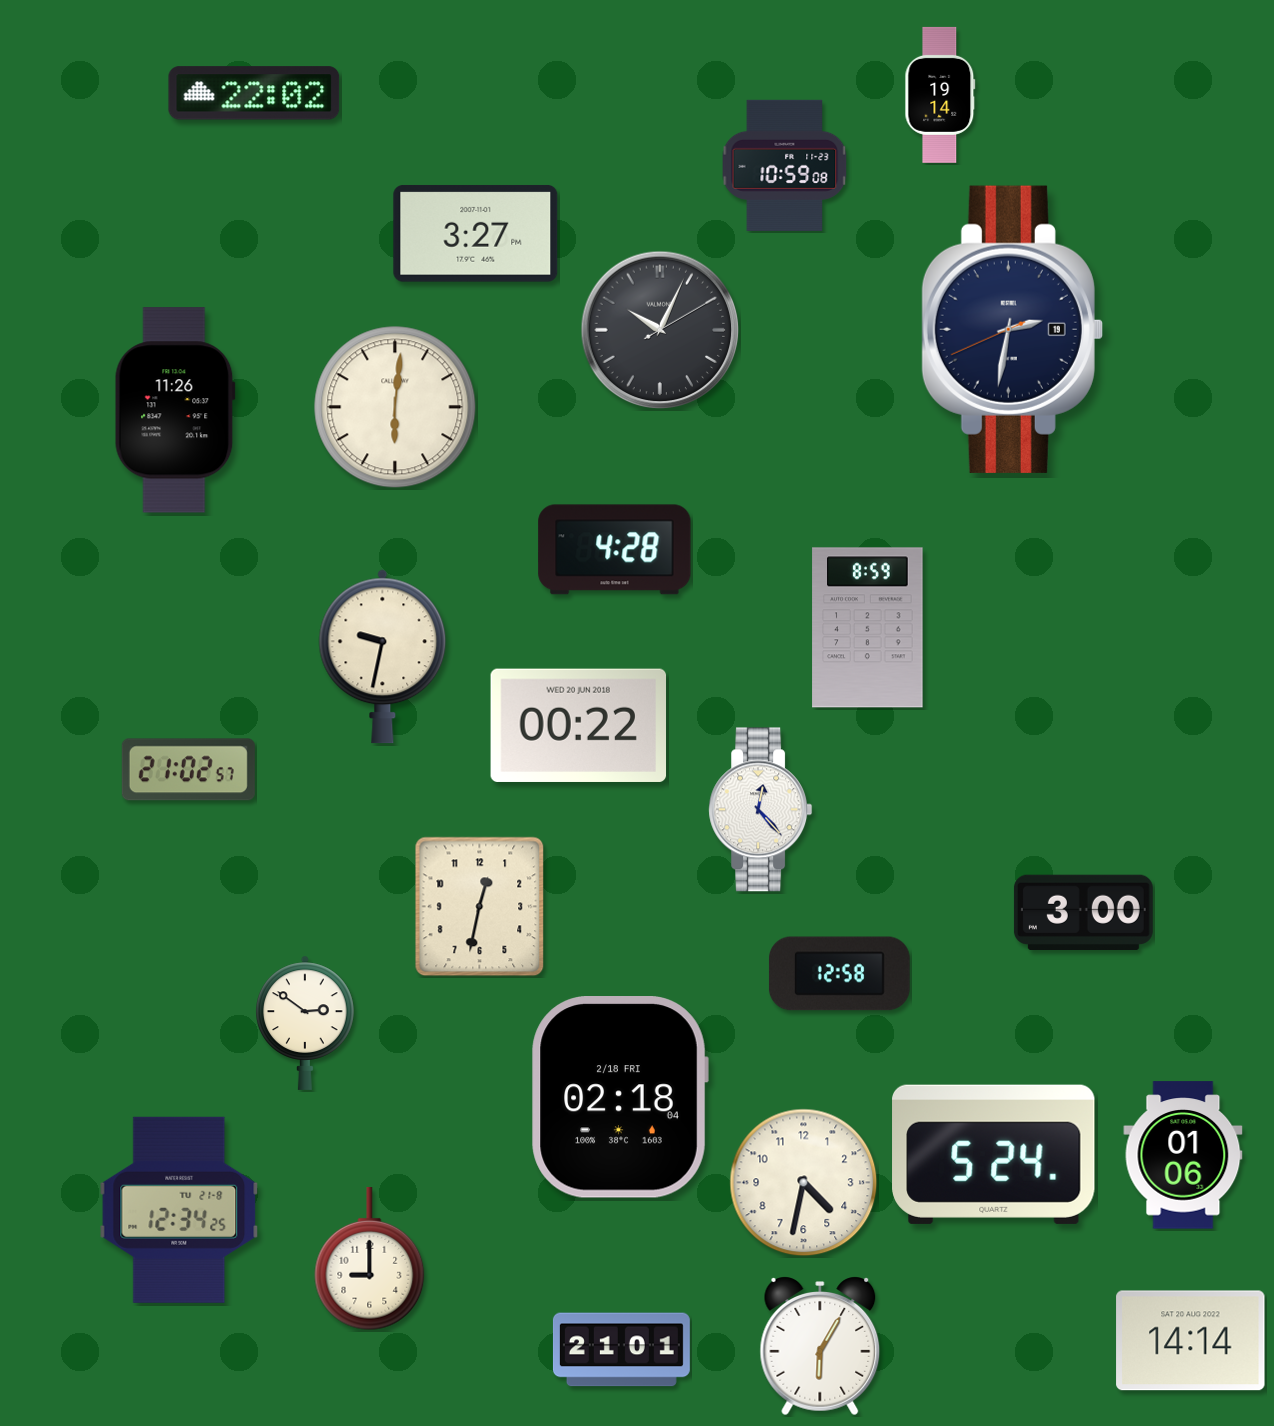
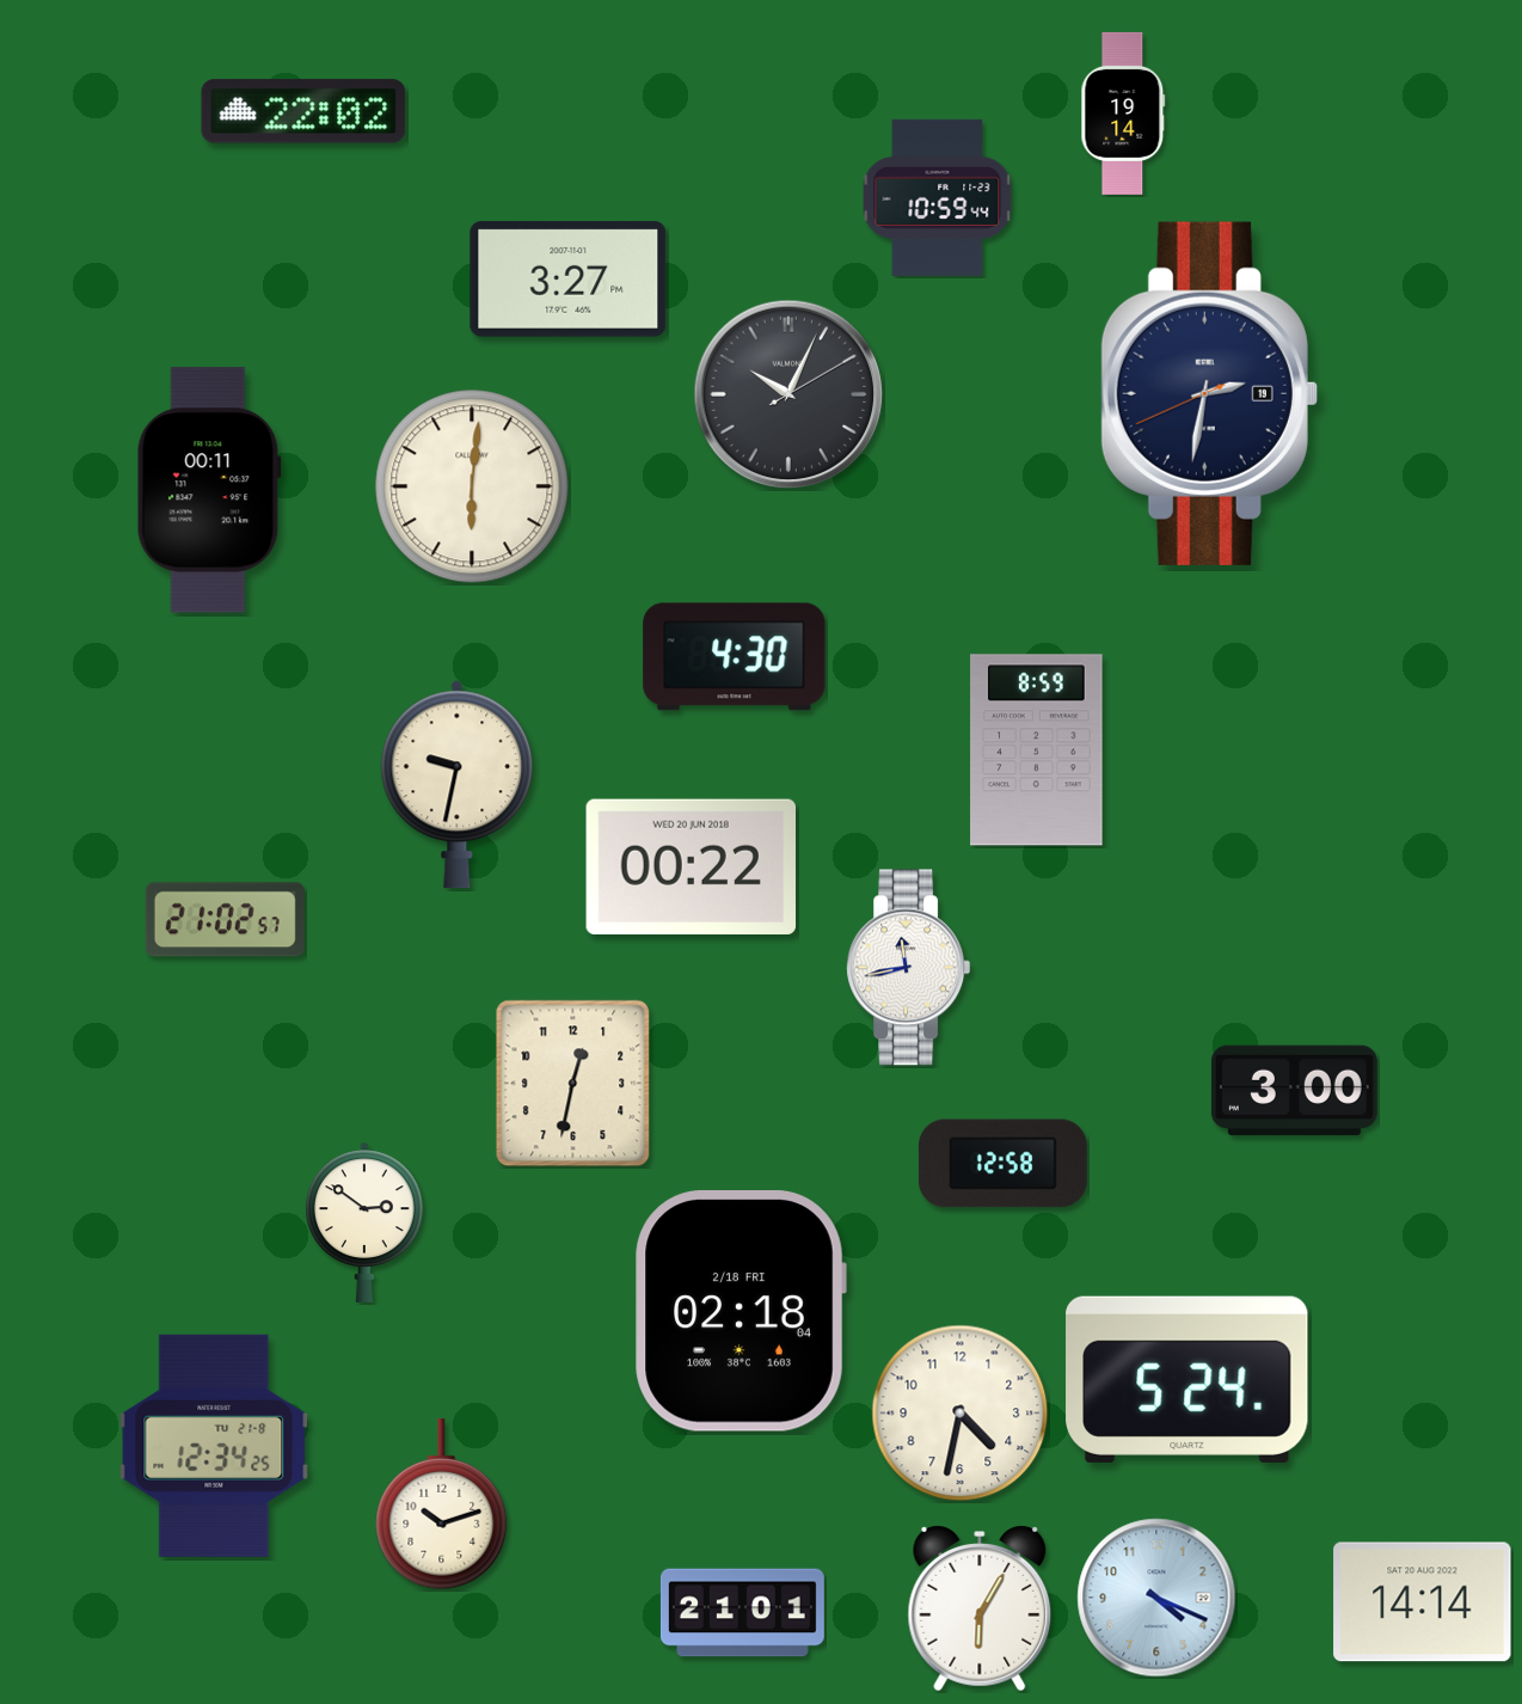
clock at (785, 165): 10:59:08 -> 10:59:44
clock at (175, 410): 11:26 -> 00:11
clock at (615, 550): 4:28 -> 4:30
clock at (761, 810): 12:23 -> 11:43
clock at (1183, 1155): 01:06 -> none
clock at (370, 1260): 9:00 -> 10:12
clock at (1156, 1598): none -> 4:19
